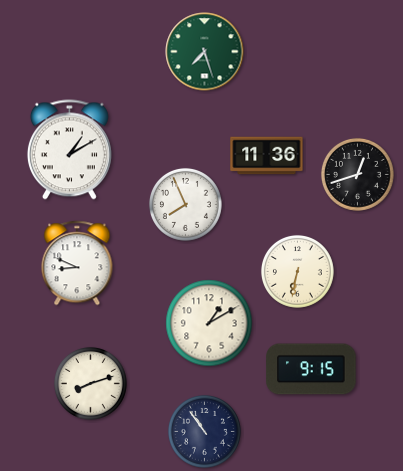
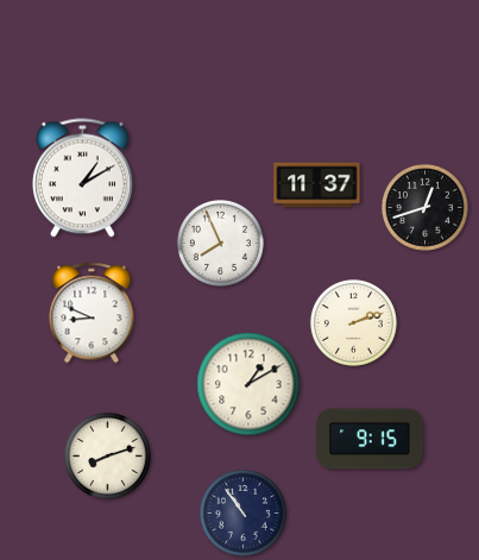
clock at (205, 52): 7:27 -> none
clock at (267, 156): 11:36 -> 11:37
clock at (297, 271): 6:32 -> 2:12
